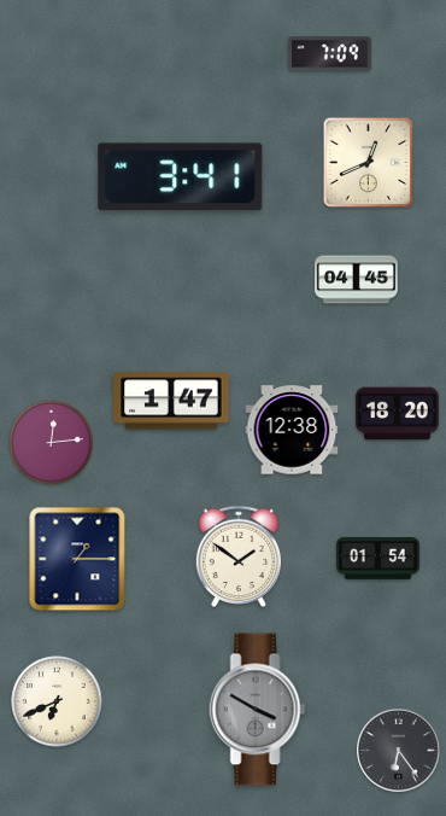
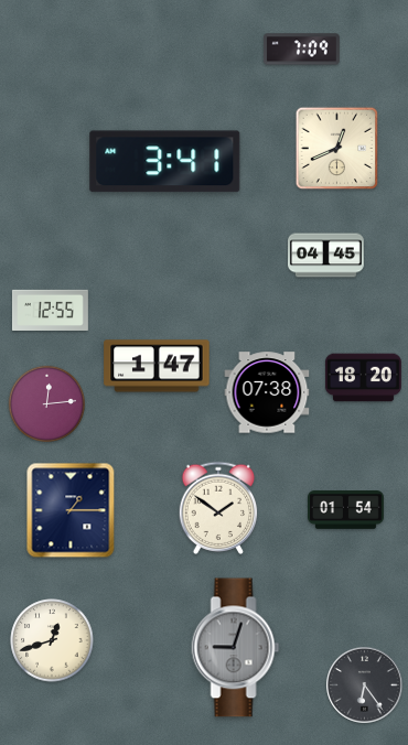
clock at (50, 310): none -> 12:55
clock at (292, 430): 12:38 -> 07:38
clock at (57, 701): 6:41 -> 12:42
clock at (258, 710): 3:50 -> 9:03
